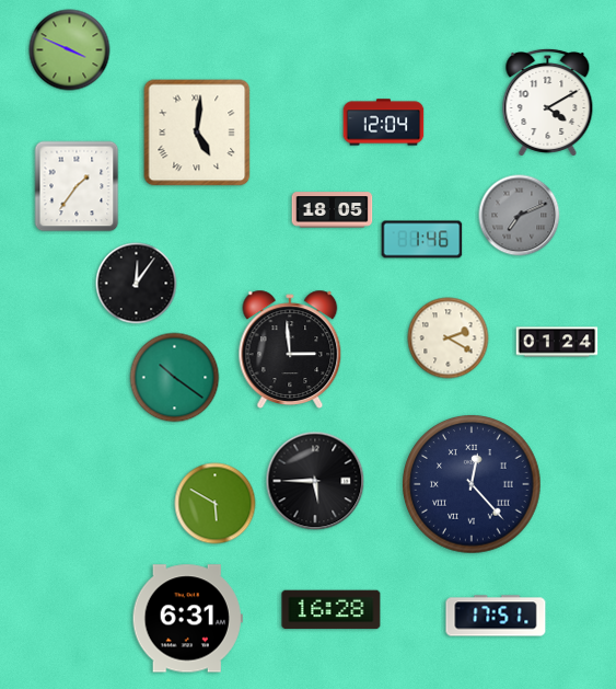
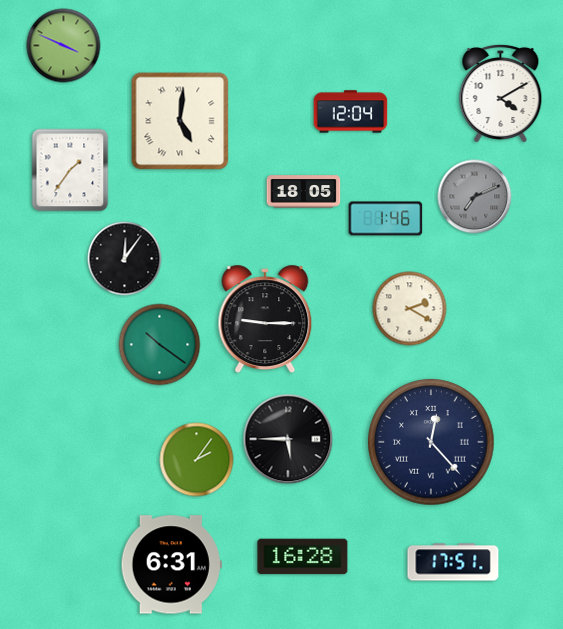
clock at (557, 342): 01:24 -> none
clock at (290, 349): 2:59 -> 9:15
clock at (216, 504): 5:50 -> 2:06
